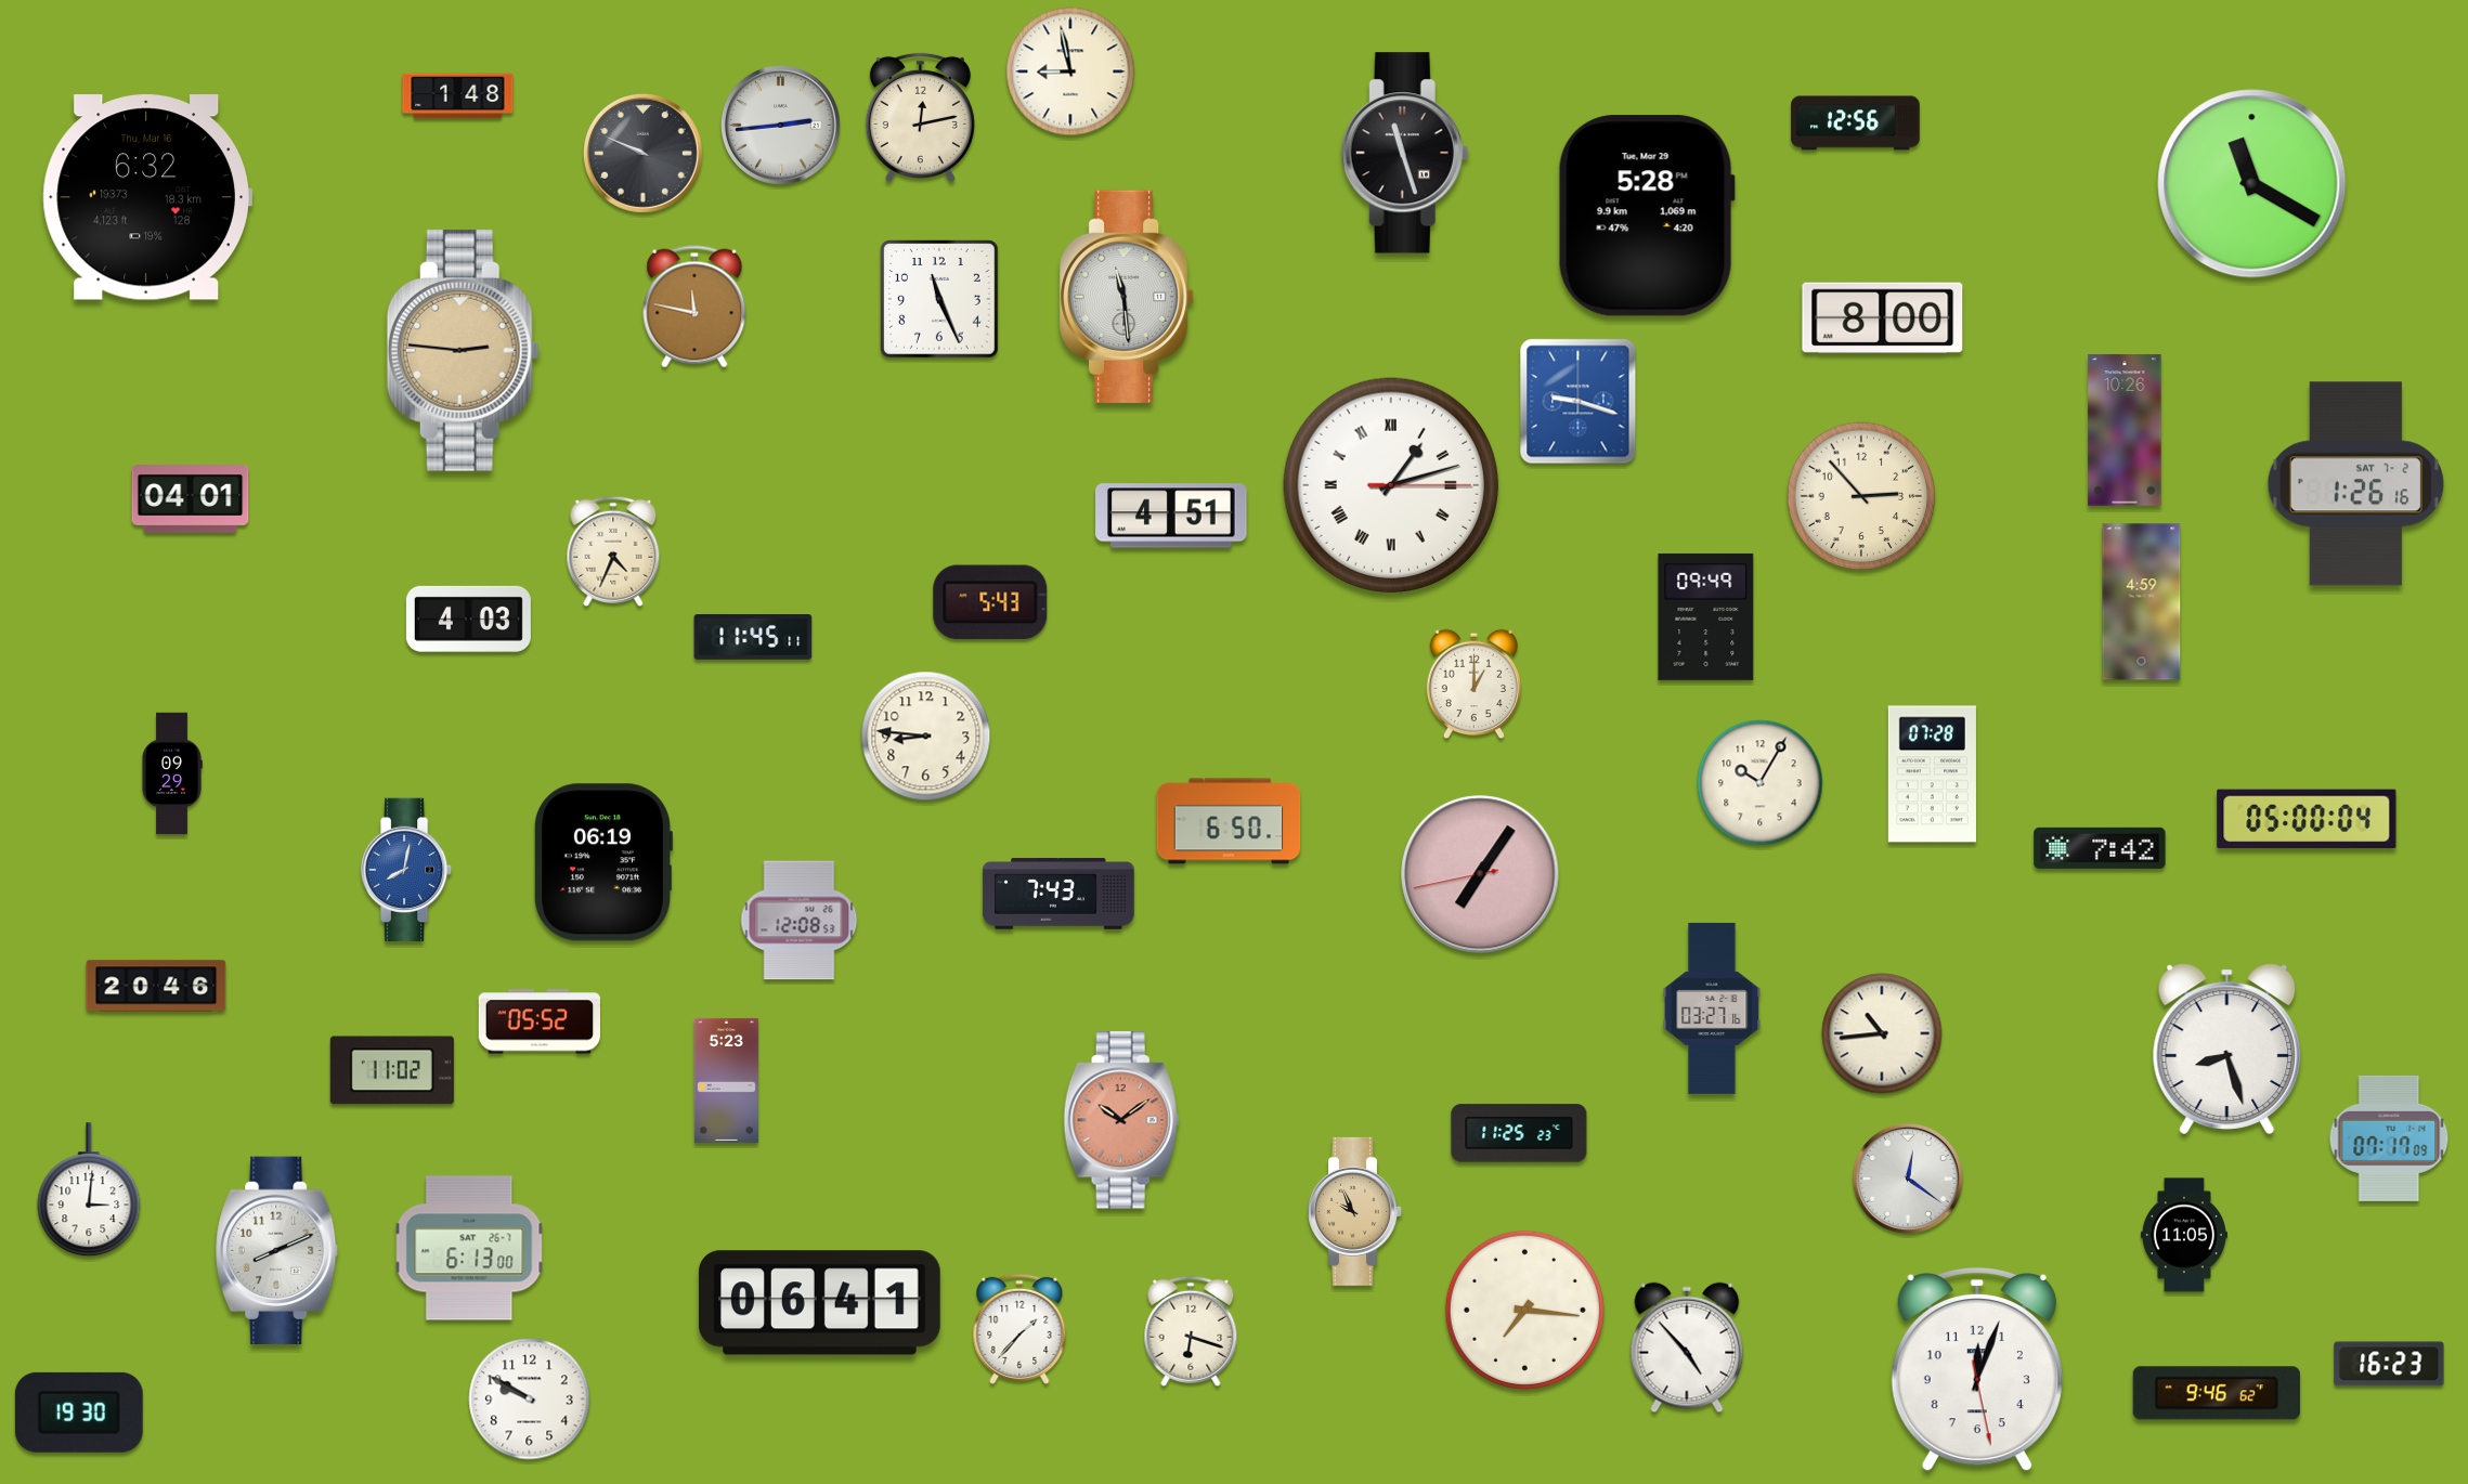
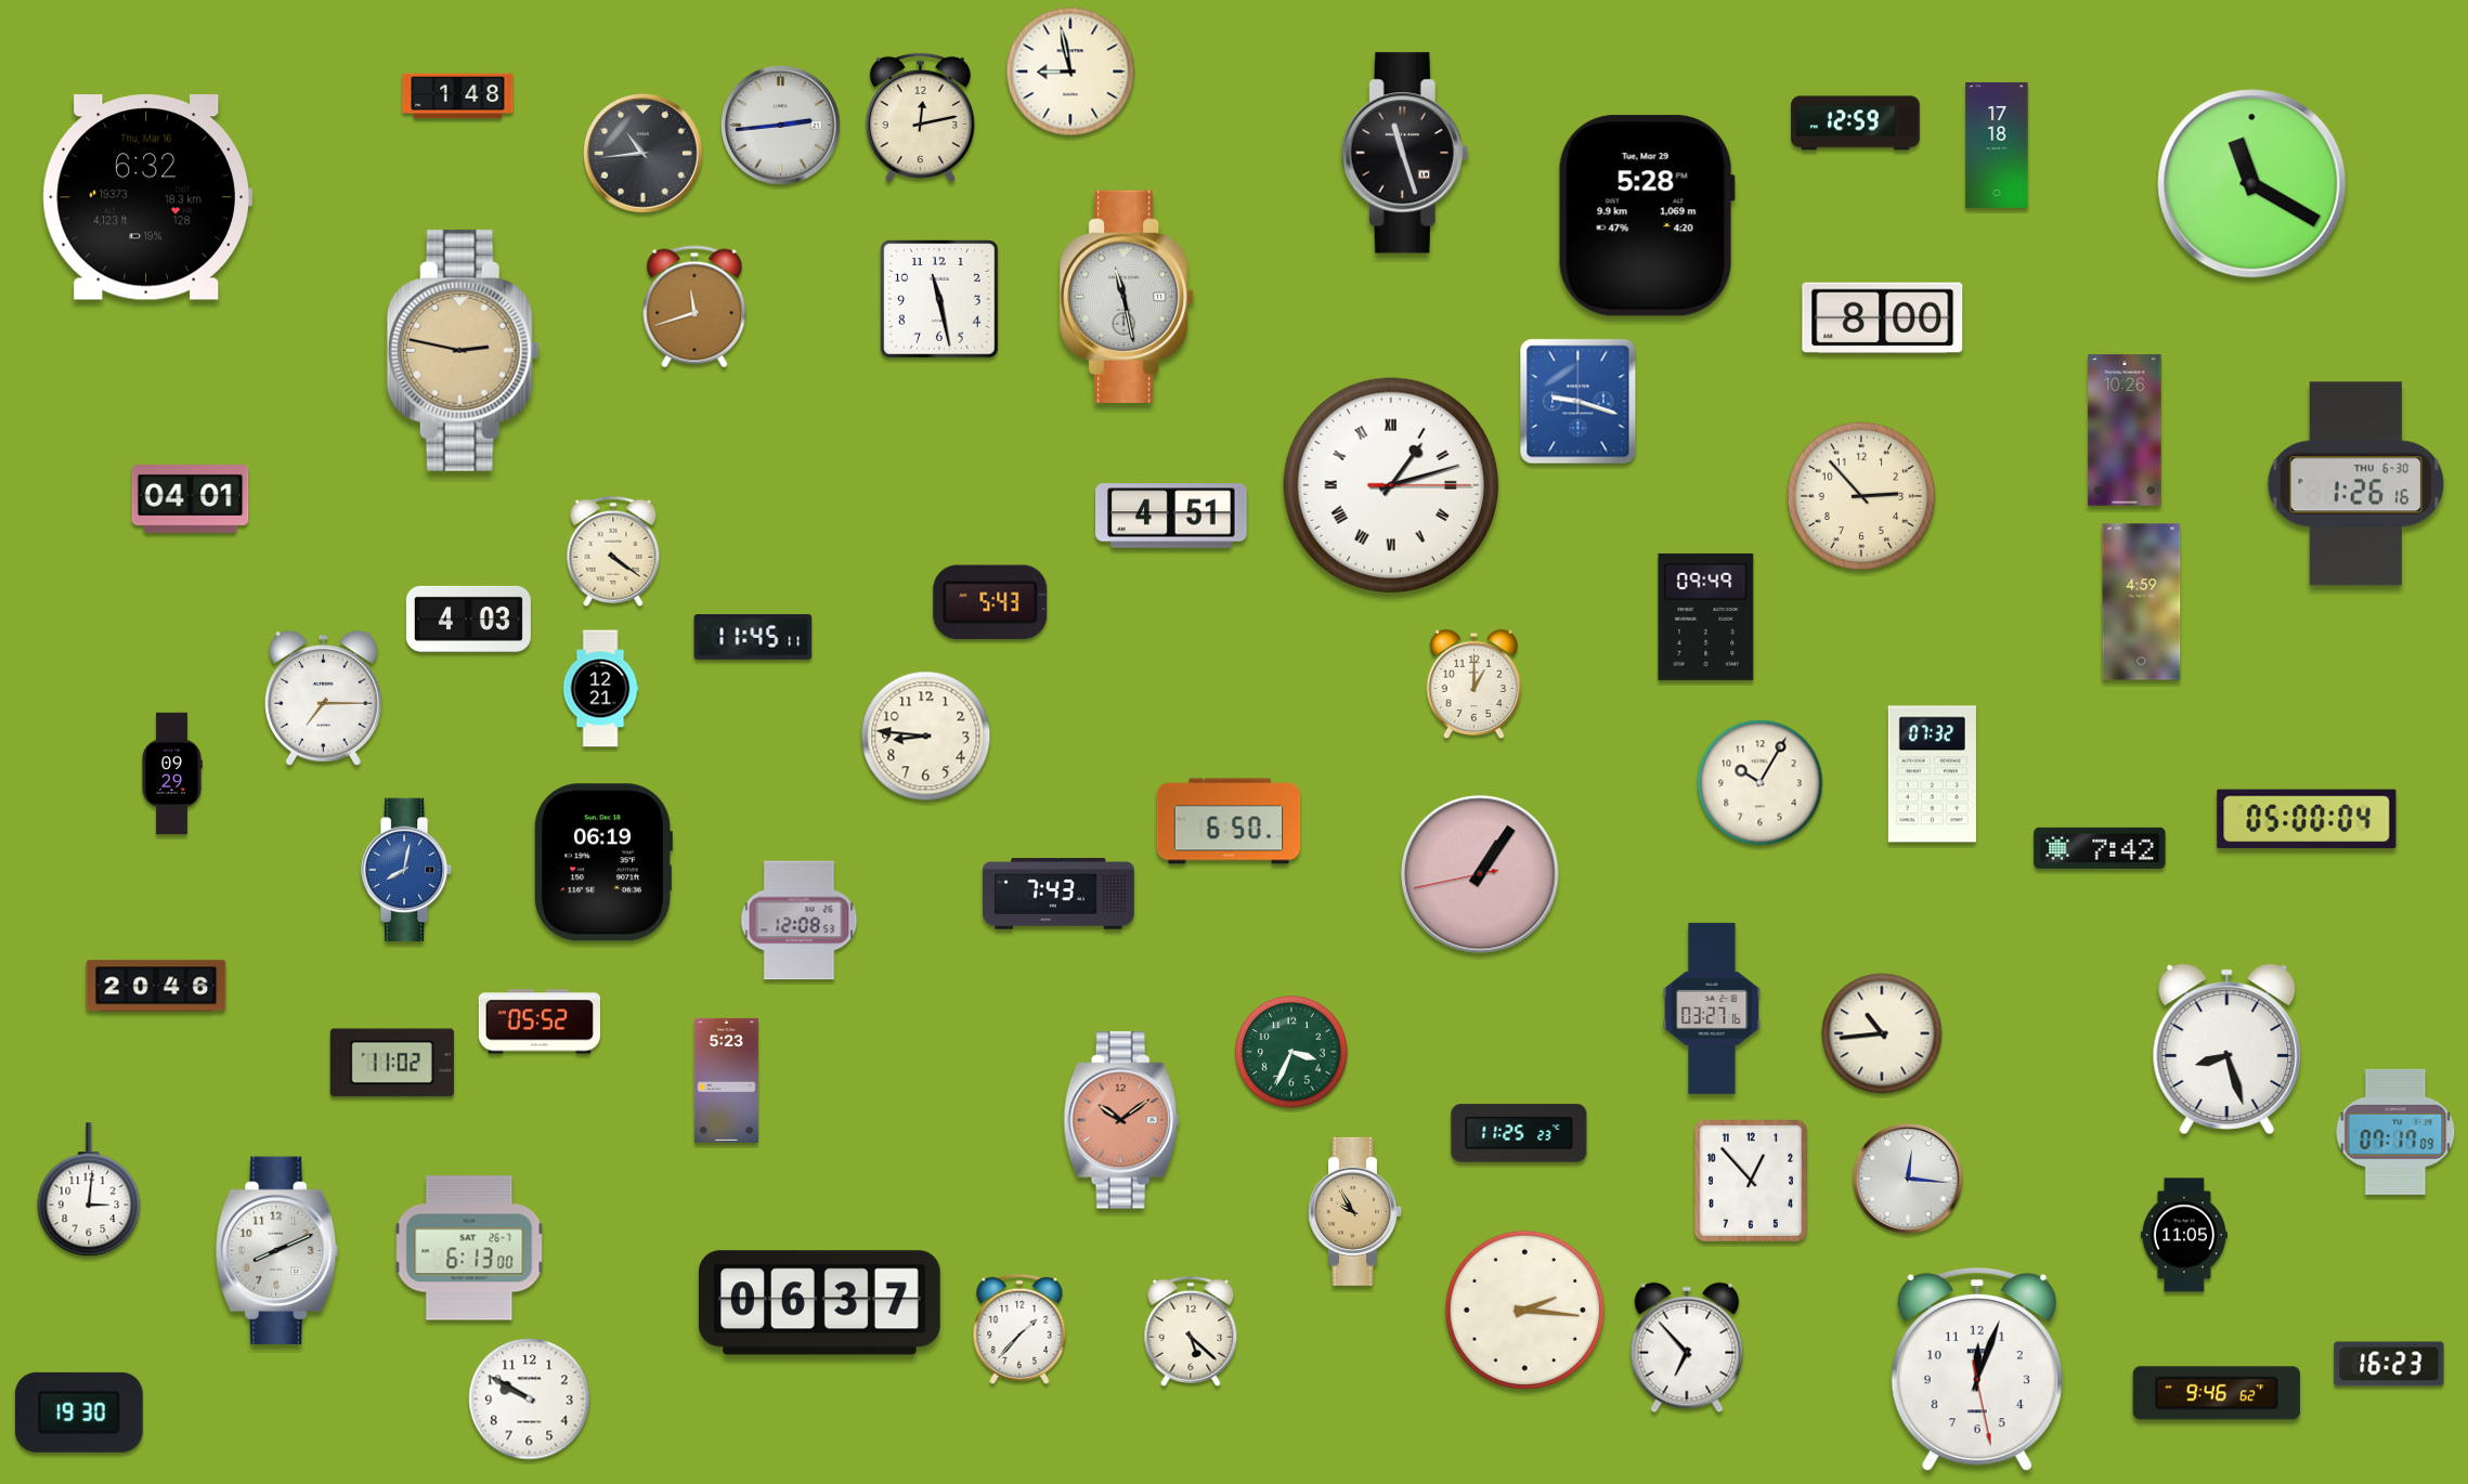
clock at (1856, 123): 12:56 -> 12:59
clock at (1997, 145): none -> 17:18
clock at (642, 153): 9:49 -> 10:44
clock at (1128, 297): 11:29 -> 11:28
clock at (939, 299): 11:26 -> 11:28
clock at (694, 307): 11:47 -> 11:42
clock at (463, 350): 2:46 -> 2:47
clock at (2355, 484) date: SAT 7-2 -> THU 6-30
clock at (613, 551): 4:34 -> 4:21
clock at (600, 689): none -> 12:21
clock at (324, 699): none -> 7:15
clock at (1932, 774): 07:28 -> 07:32
clock at (1480, 874): 7:05 -> 1:05
clock at (1291, 1052): none -> 3:34
clock at (392, 1070) position: (392, 1070) -> (392, 1063)
clock at (2389, 1138) position: (2389, 1138) -> (2395, 1132)
clock at (1908, 1179): 12:21 -> 12:16
clock at (1751, 1181): none -> 12:53
clock at (1355, 1211): 9:56 -> 9:55
clock at (819, 1303): 06:41 -> 06:37
clock at (1524, 1310): 7:16 -> 2:16
clock at (1191, 1331): 6:18 -> 5:22
clock at (1687, 1348): 4:53 -> 6:53
